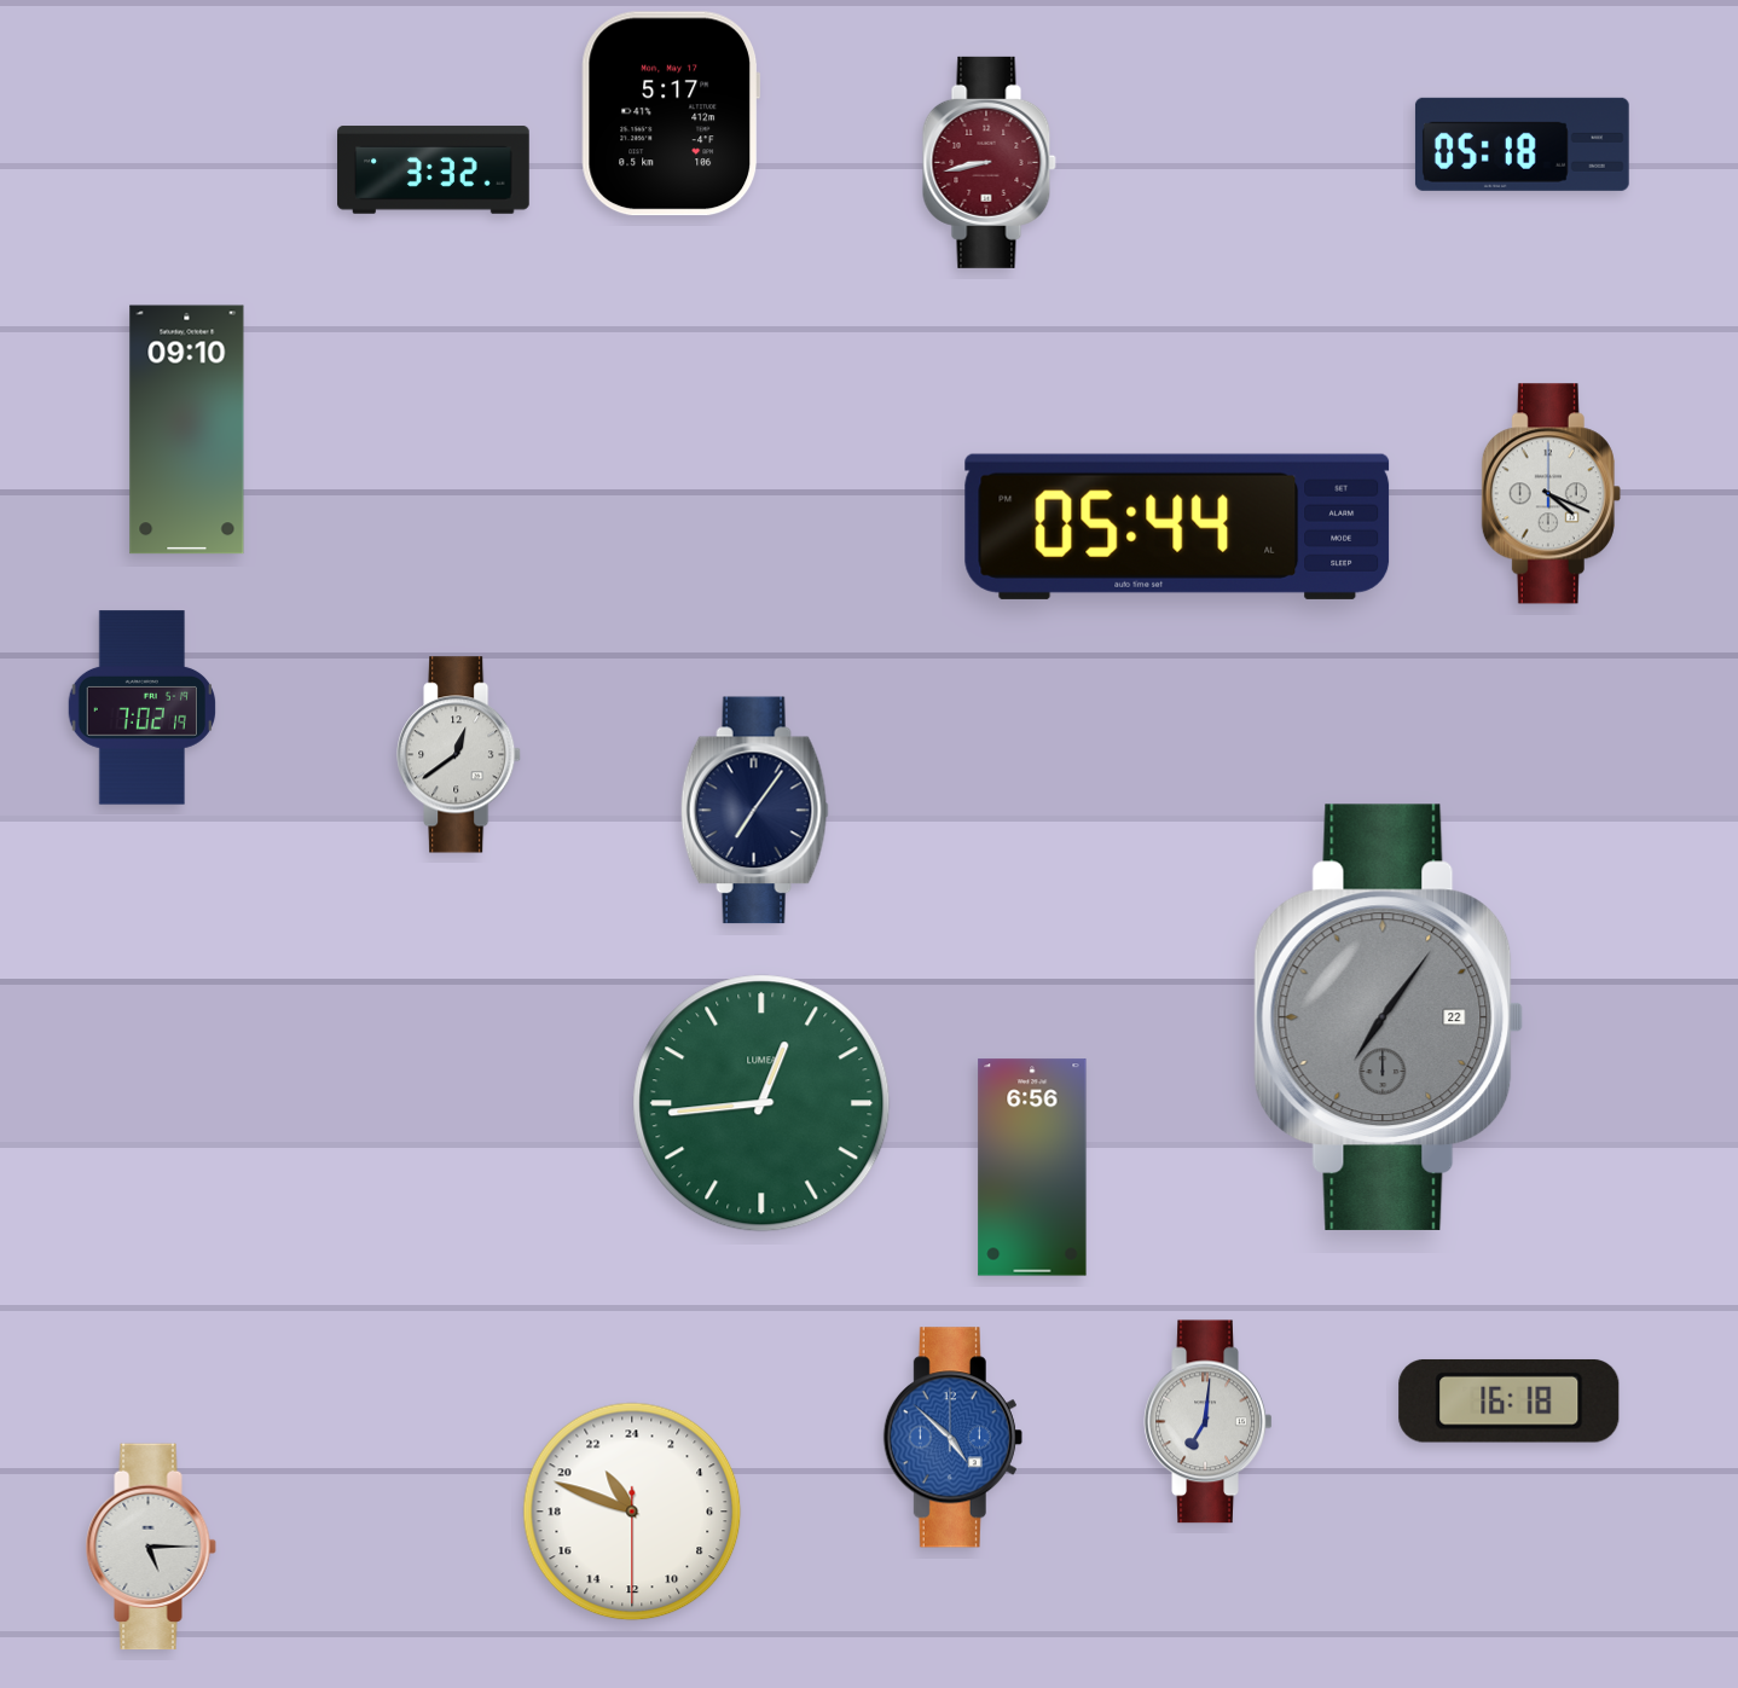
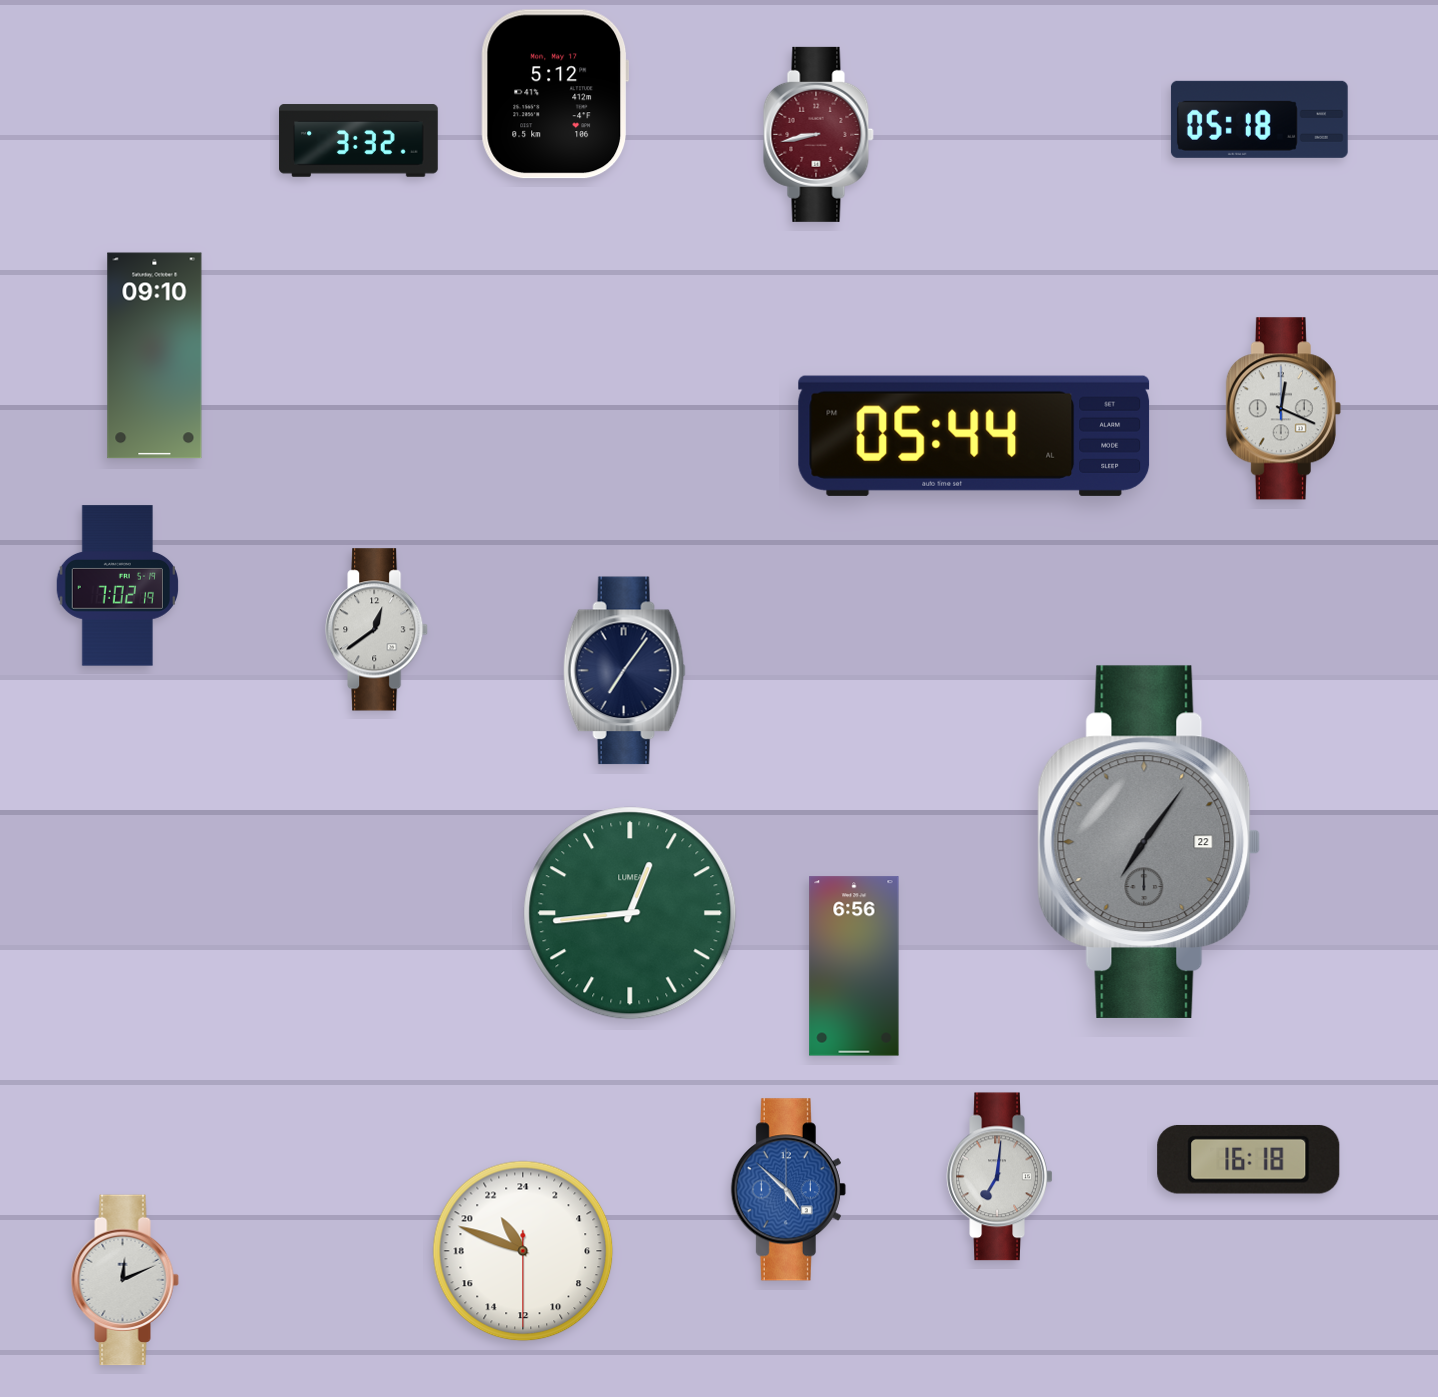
clock at (671, 114): 5:17 -> 5:12
clock at (1551, 494): 4:19 -> 12:19
clock at (459, 755) position: (459, 755) -> (377, 630)
clock at (151, 1547): 5:15 -> 12:11
